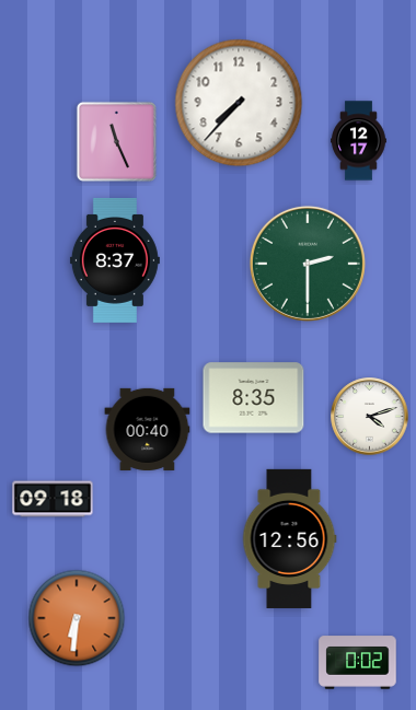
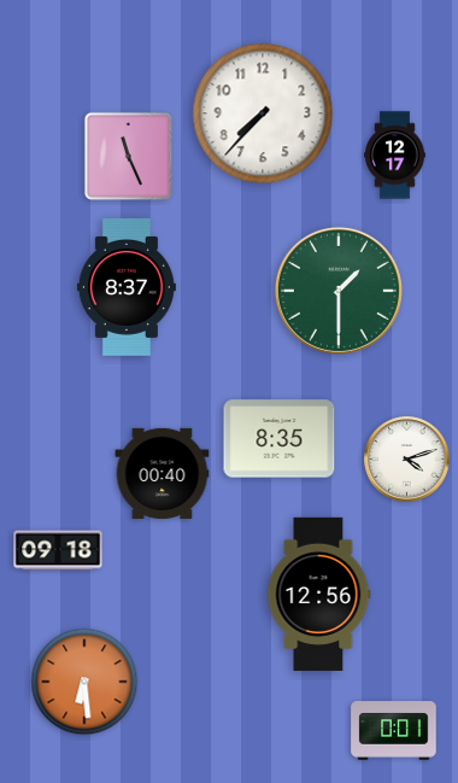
clock at (308, 264): 2:30 -> 1:30
clock at (77, 618): 6:31 -> 6:29
clock at (358, 663): 0:02 -> 0:01
